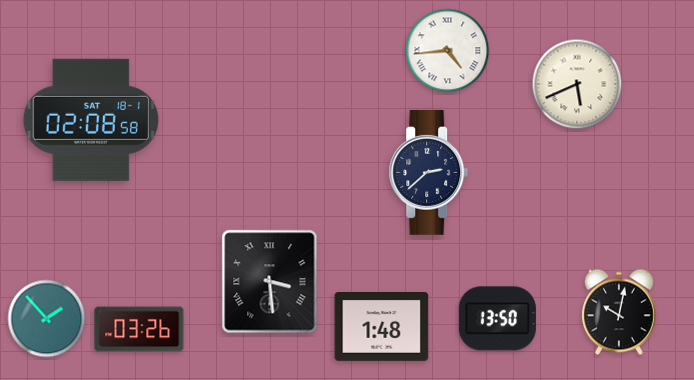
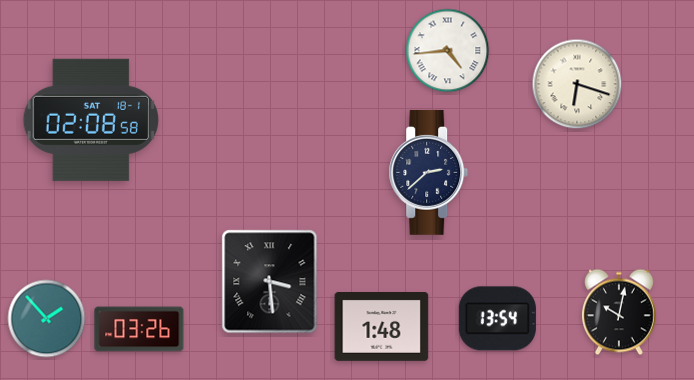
clock at (577, 84): 5:41 -> 6:18
clock at (497, 319): 13:50 -> 13:54
